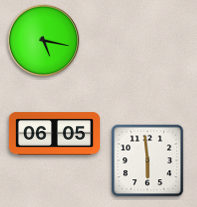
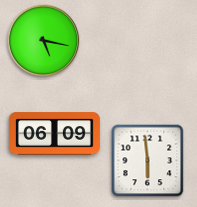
clock at (54, 134): 06:05 -> 06:09
